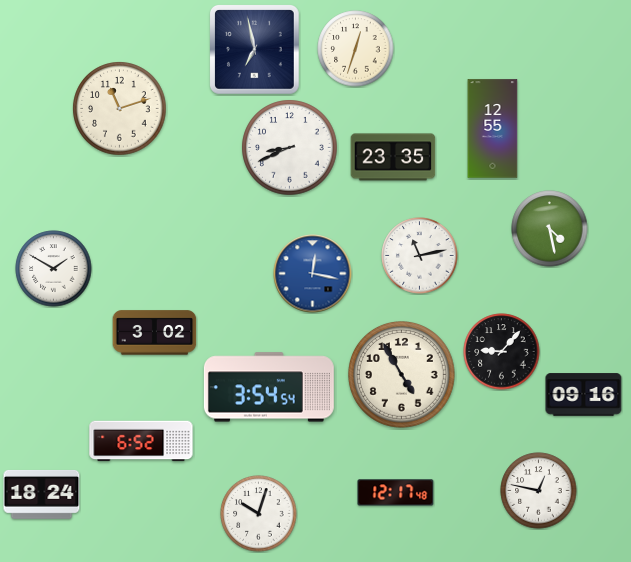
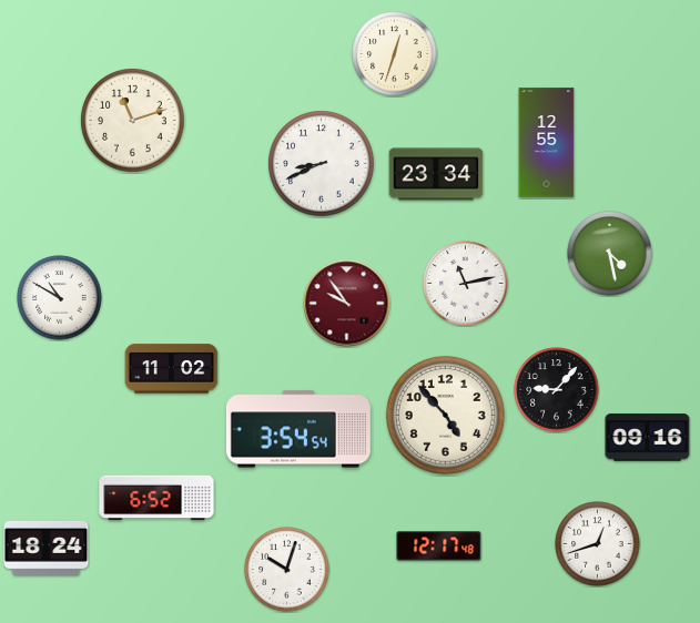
clock at (255, 50): 6:58 -> none
clock at (393, 157): 23:35 -> 23:34
clock at (54, 269): 1:50 -> 10:50
clock at (313, 274): 12:17 -> 9:54
clock at (313, 274) dial: blue -> burgundy
clock at (155, 333): 3:02 -> 11:02
clock at (402, 375): 4:55 -> 4:53
clock at (141, 441) position: (141, 441) -> (156, 498)
clock at (539, 491): 12:47 -> 12:42
